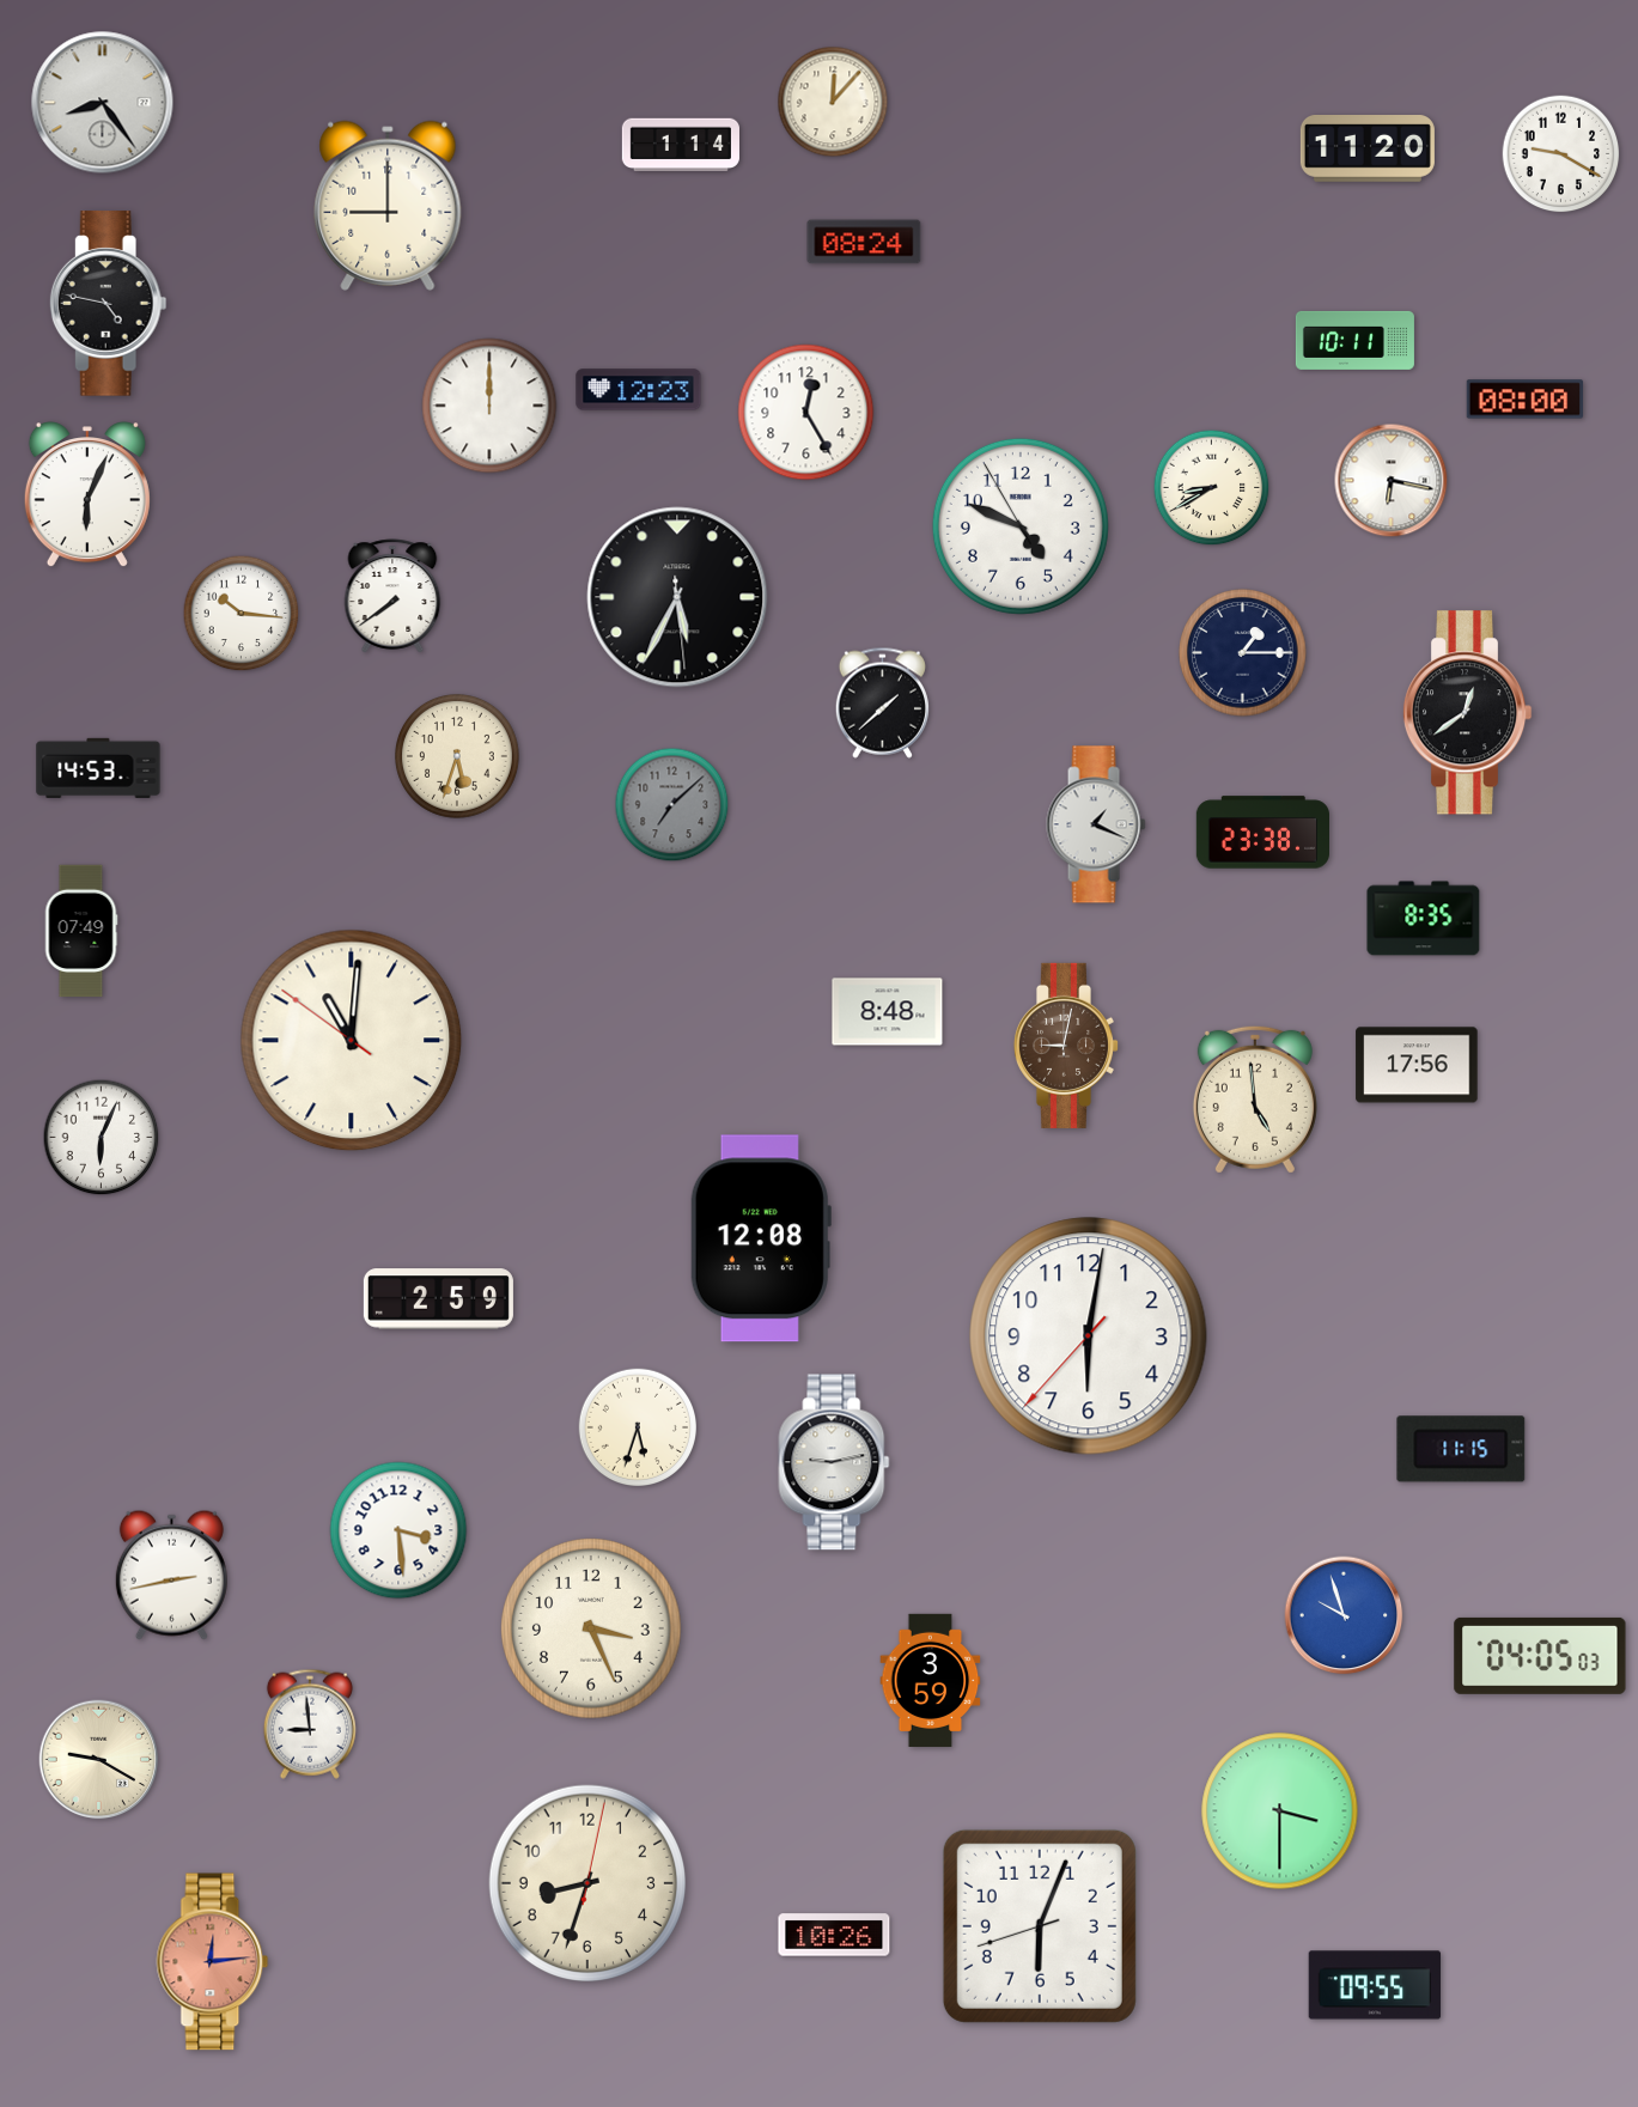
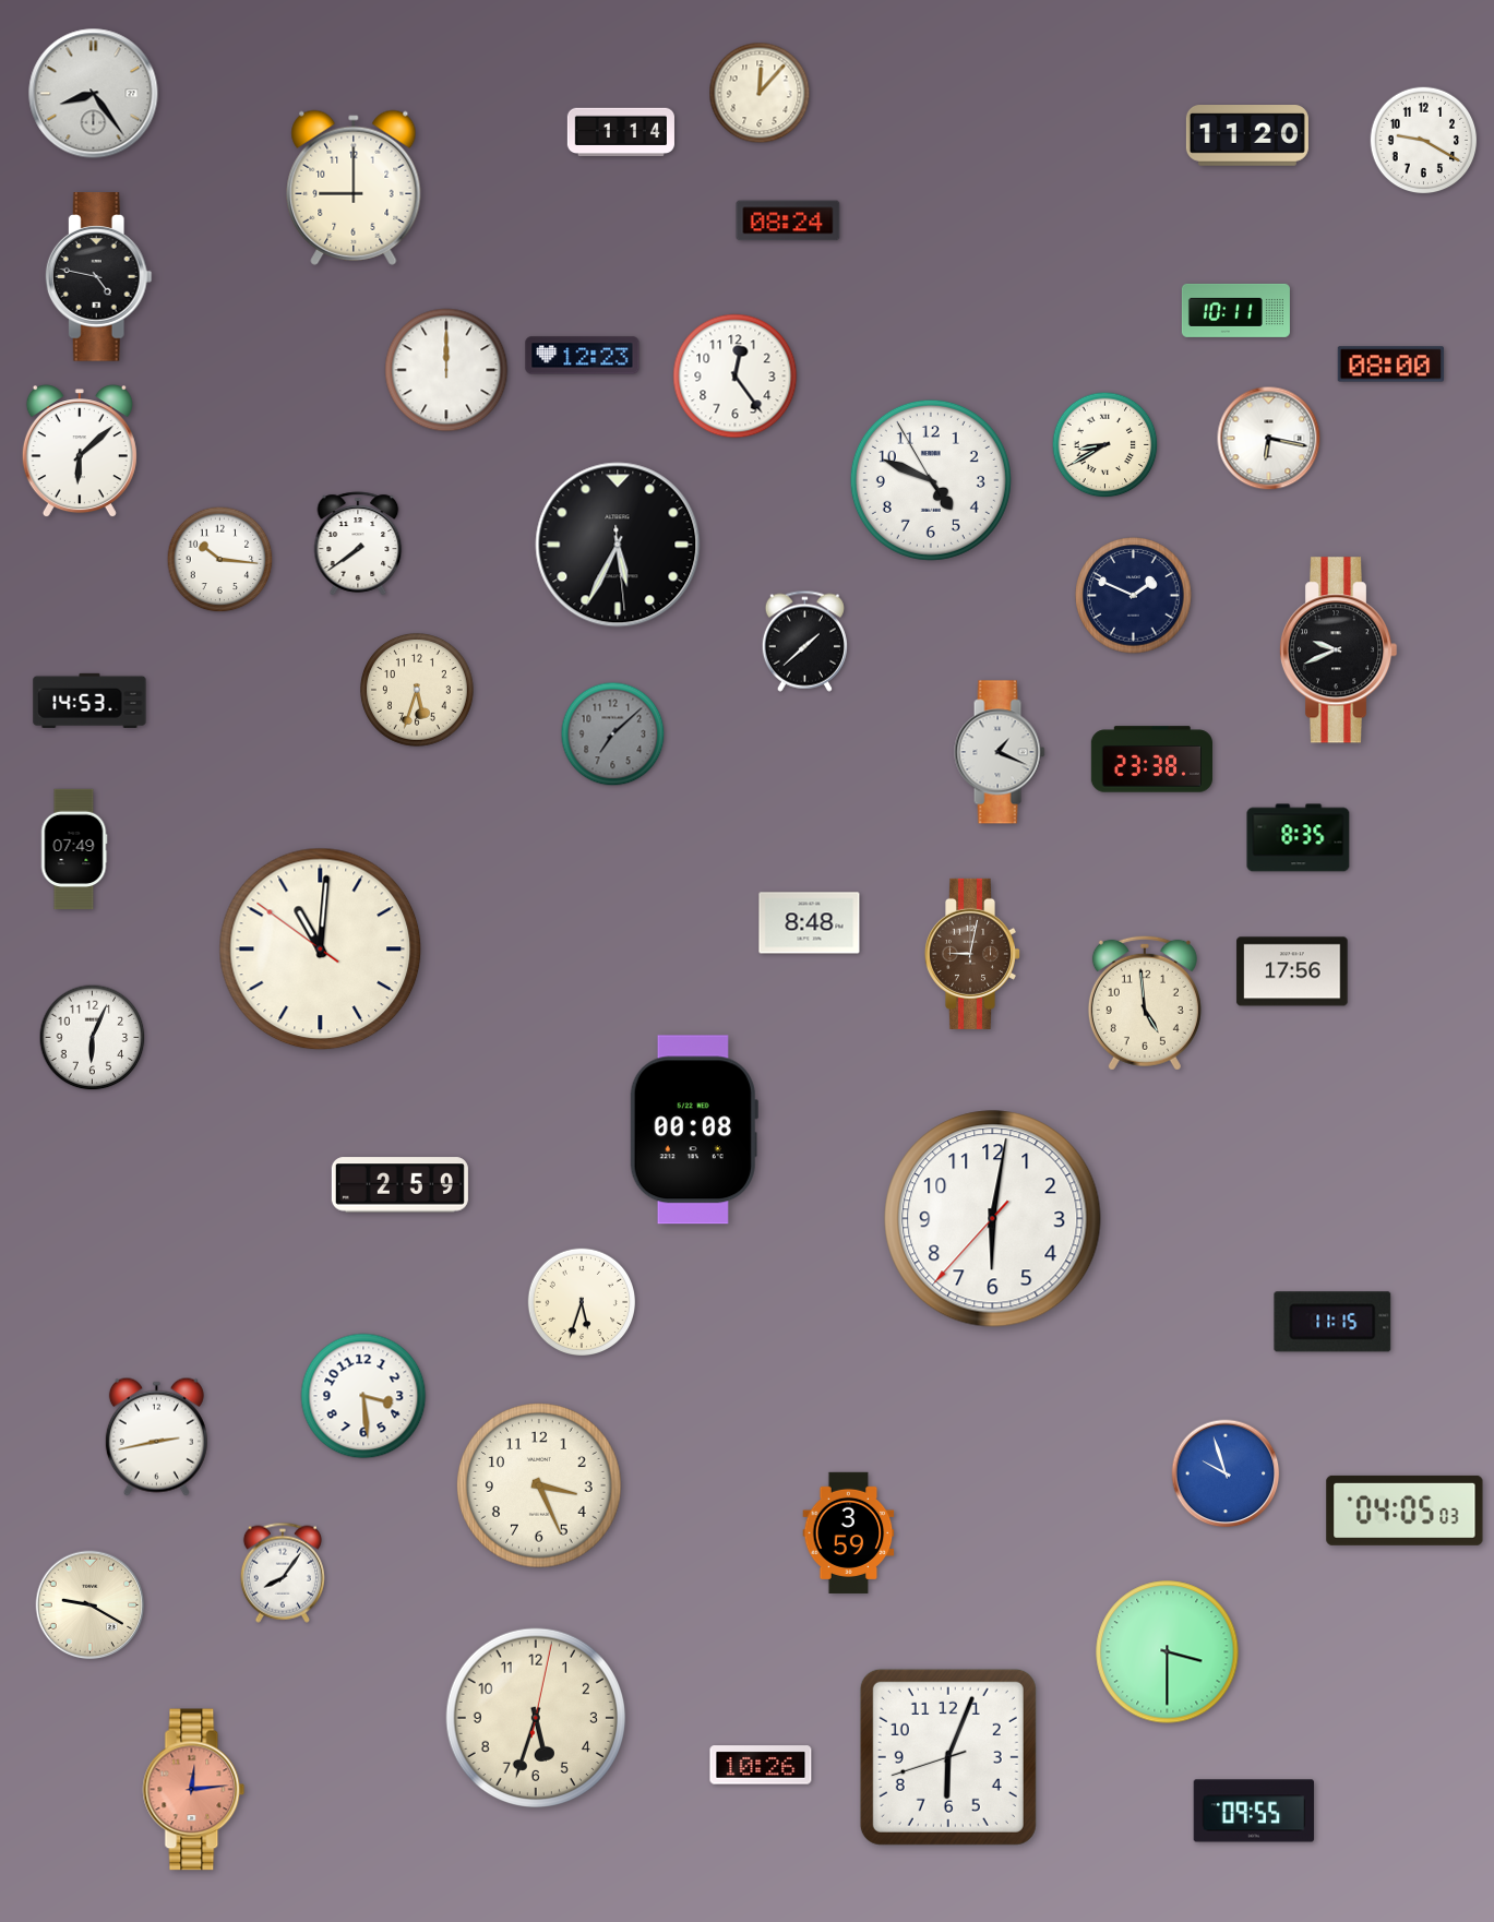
clock at (806, 413): 12:25 -> 12:24
clock at (87, 495): 6:04 -> 6:08
clock at (1243, 653): 1:15 -> 1:49
clock at (1467, 713): 12:39 -> 9:41
clock at (761, 1238): 12:08 -> 00:08
clock at (834, 1462): 9:13 -> none
clock at (310, 1724): 8:59 -> 8:06
clock at (586, 1882): 8:33 -> 5:33
